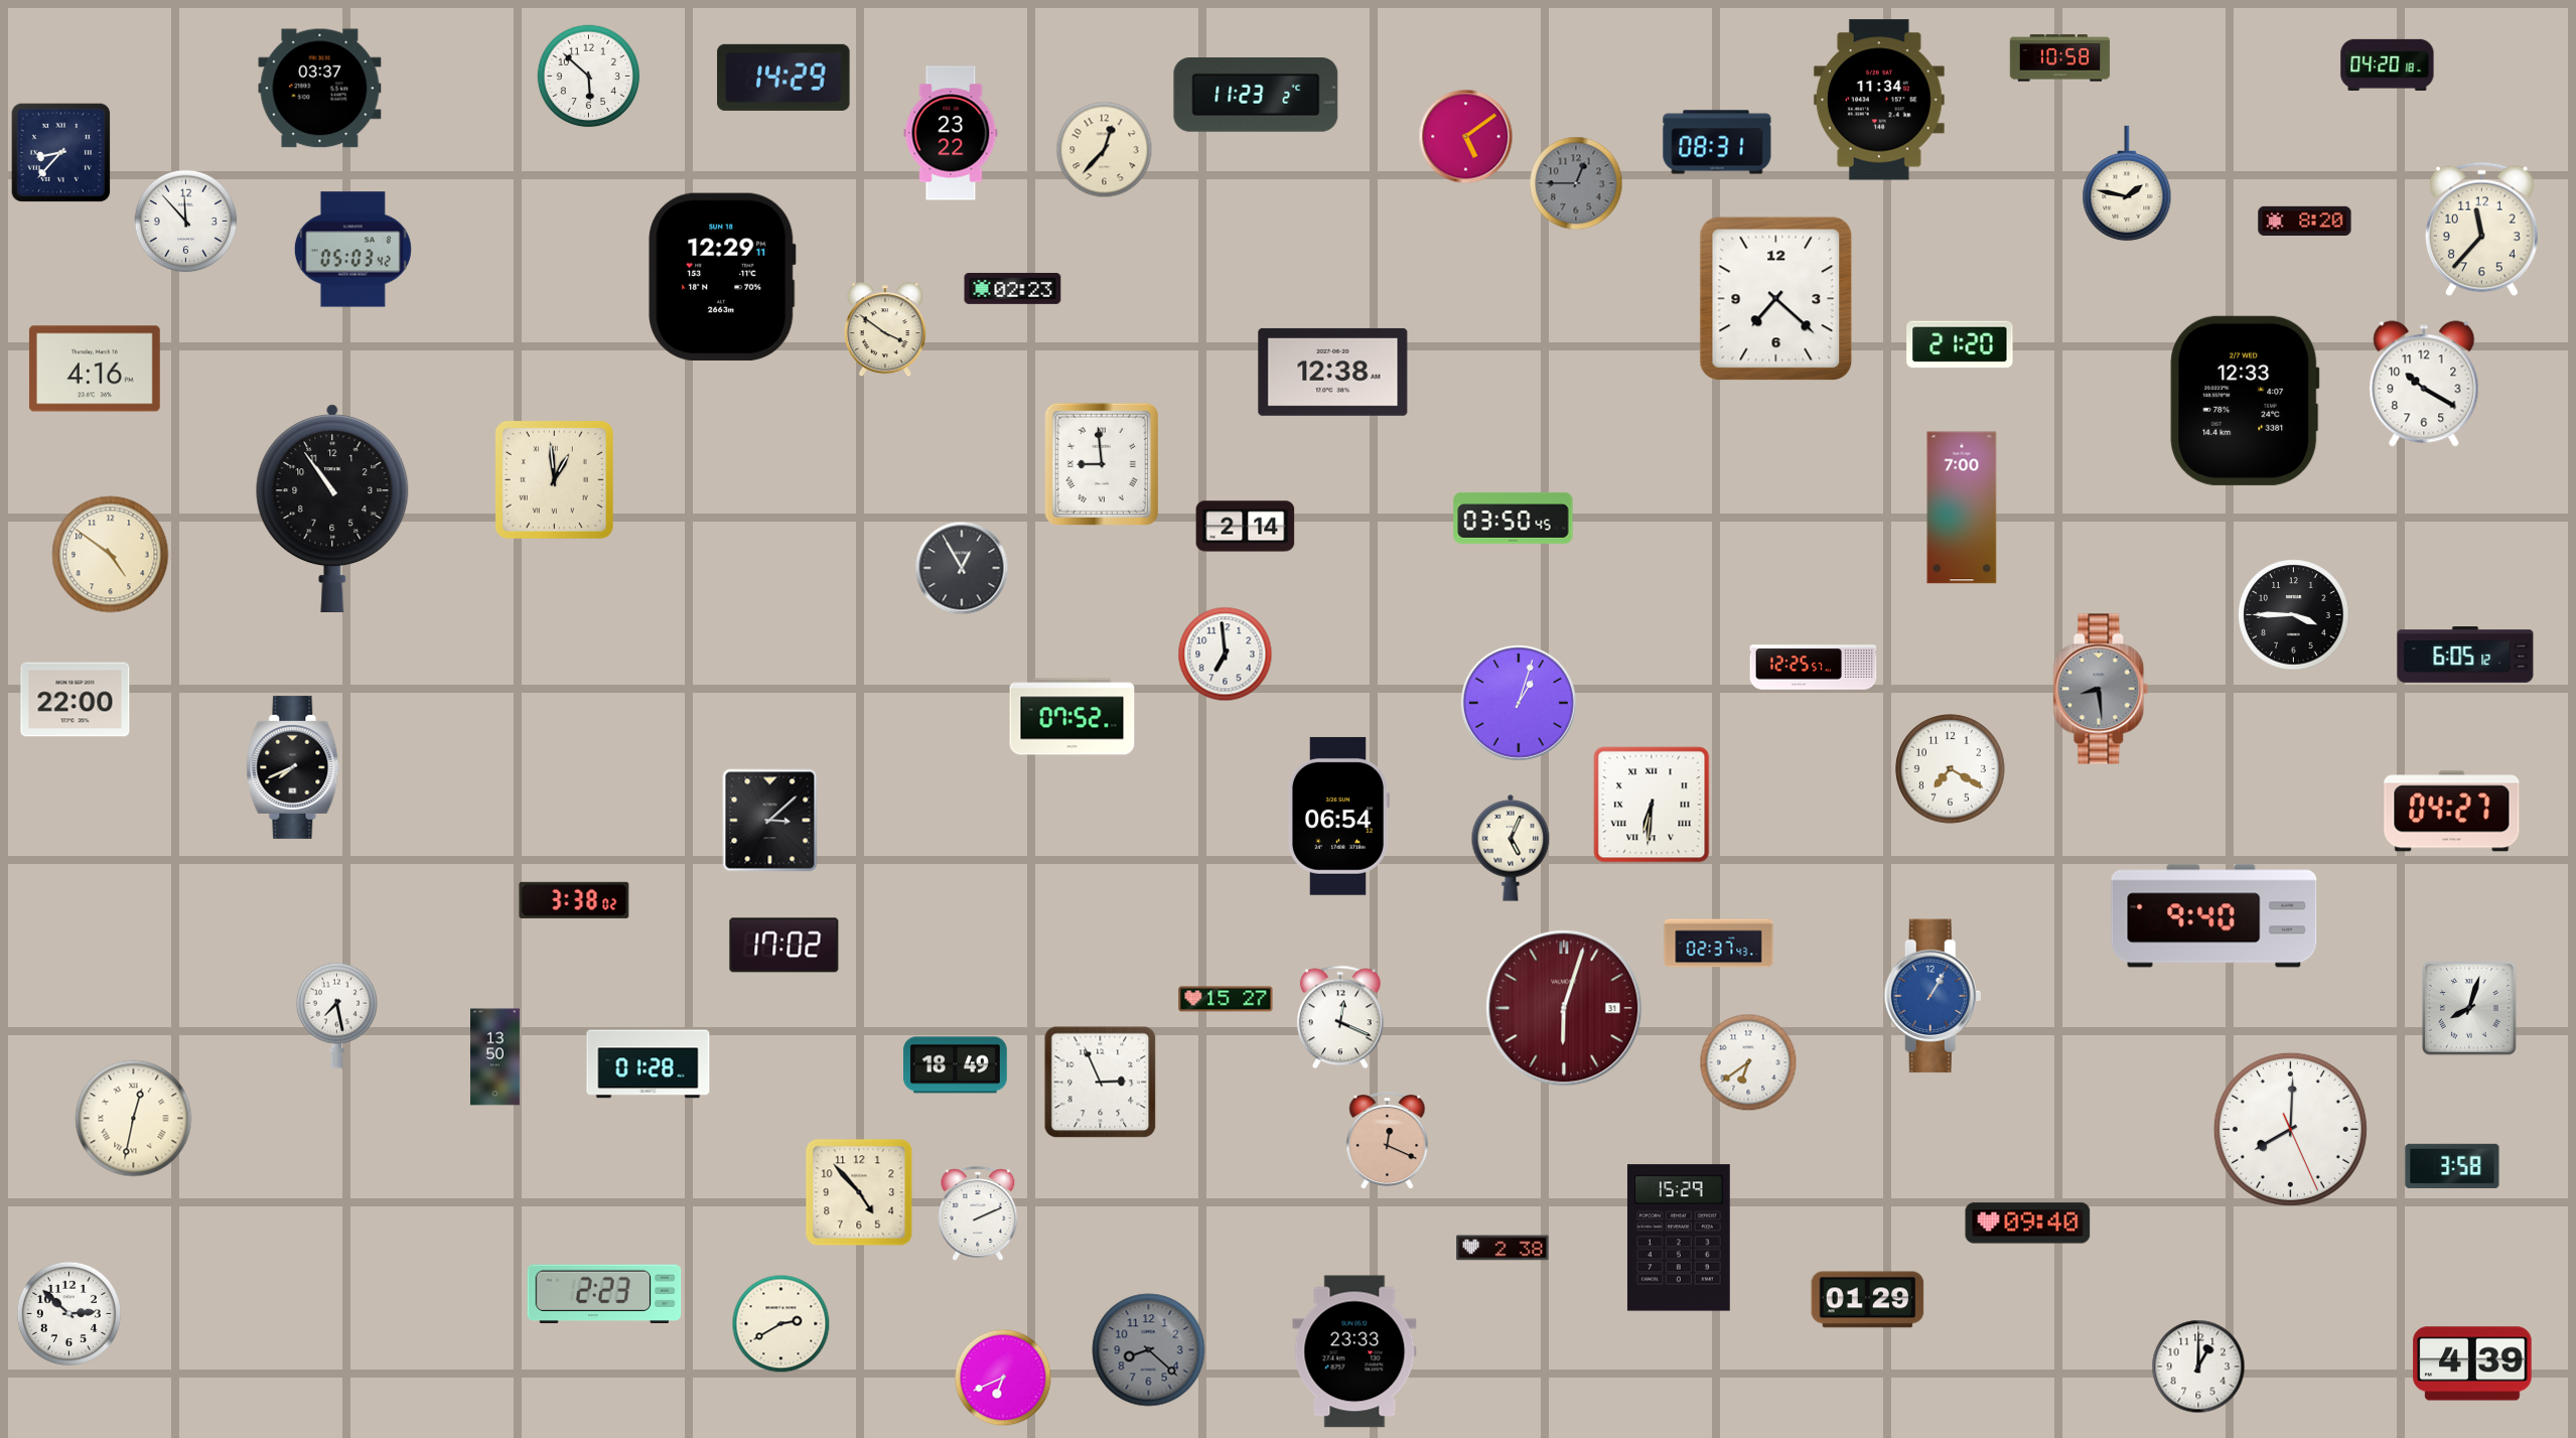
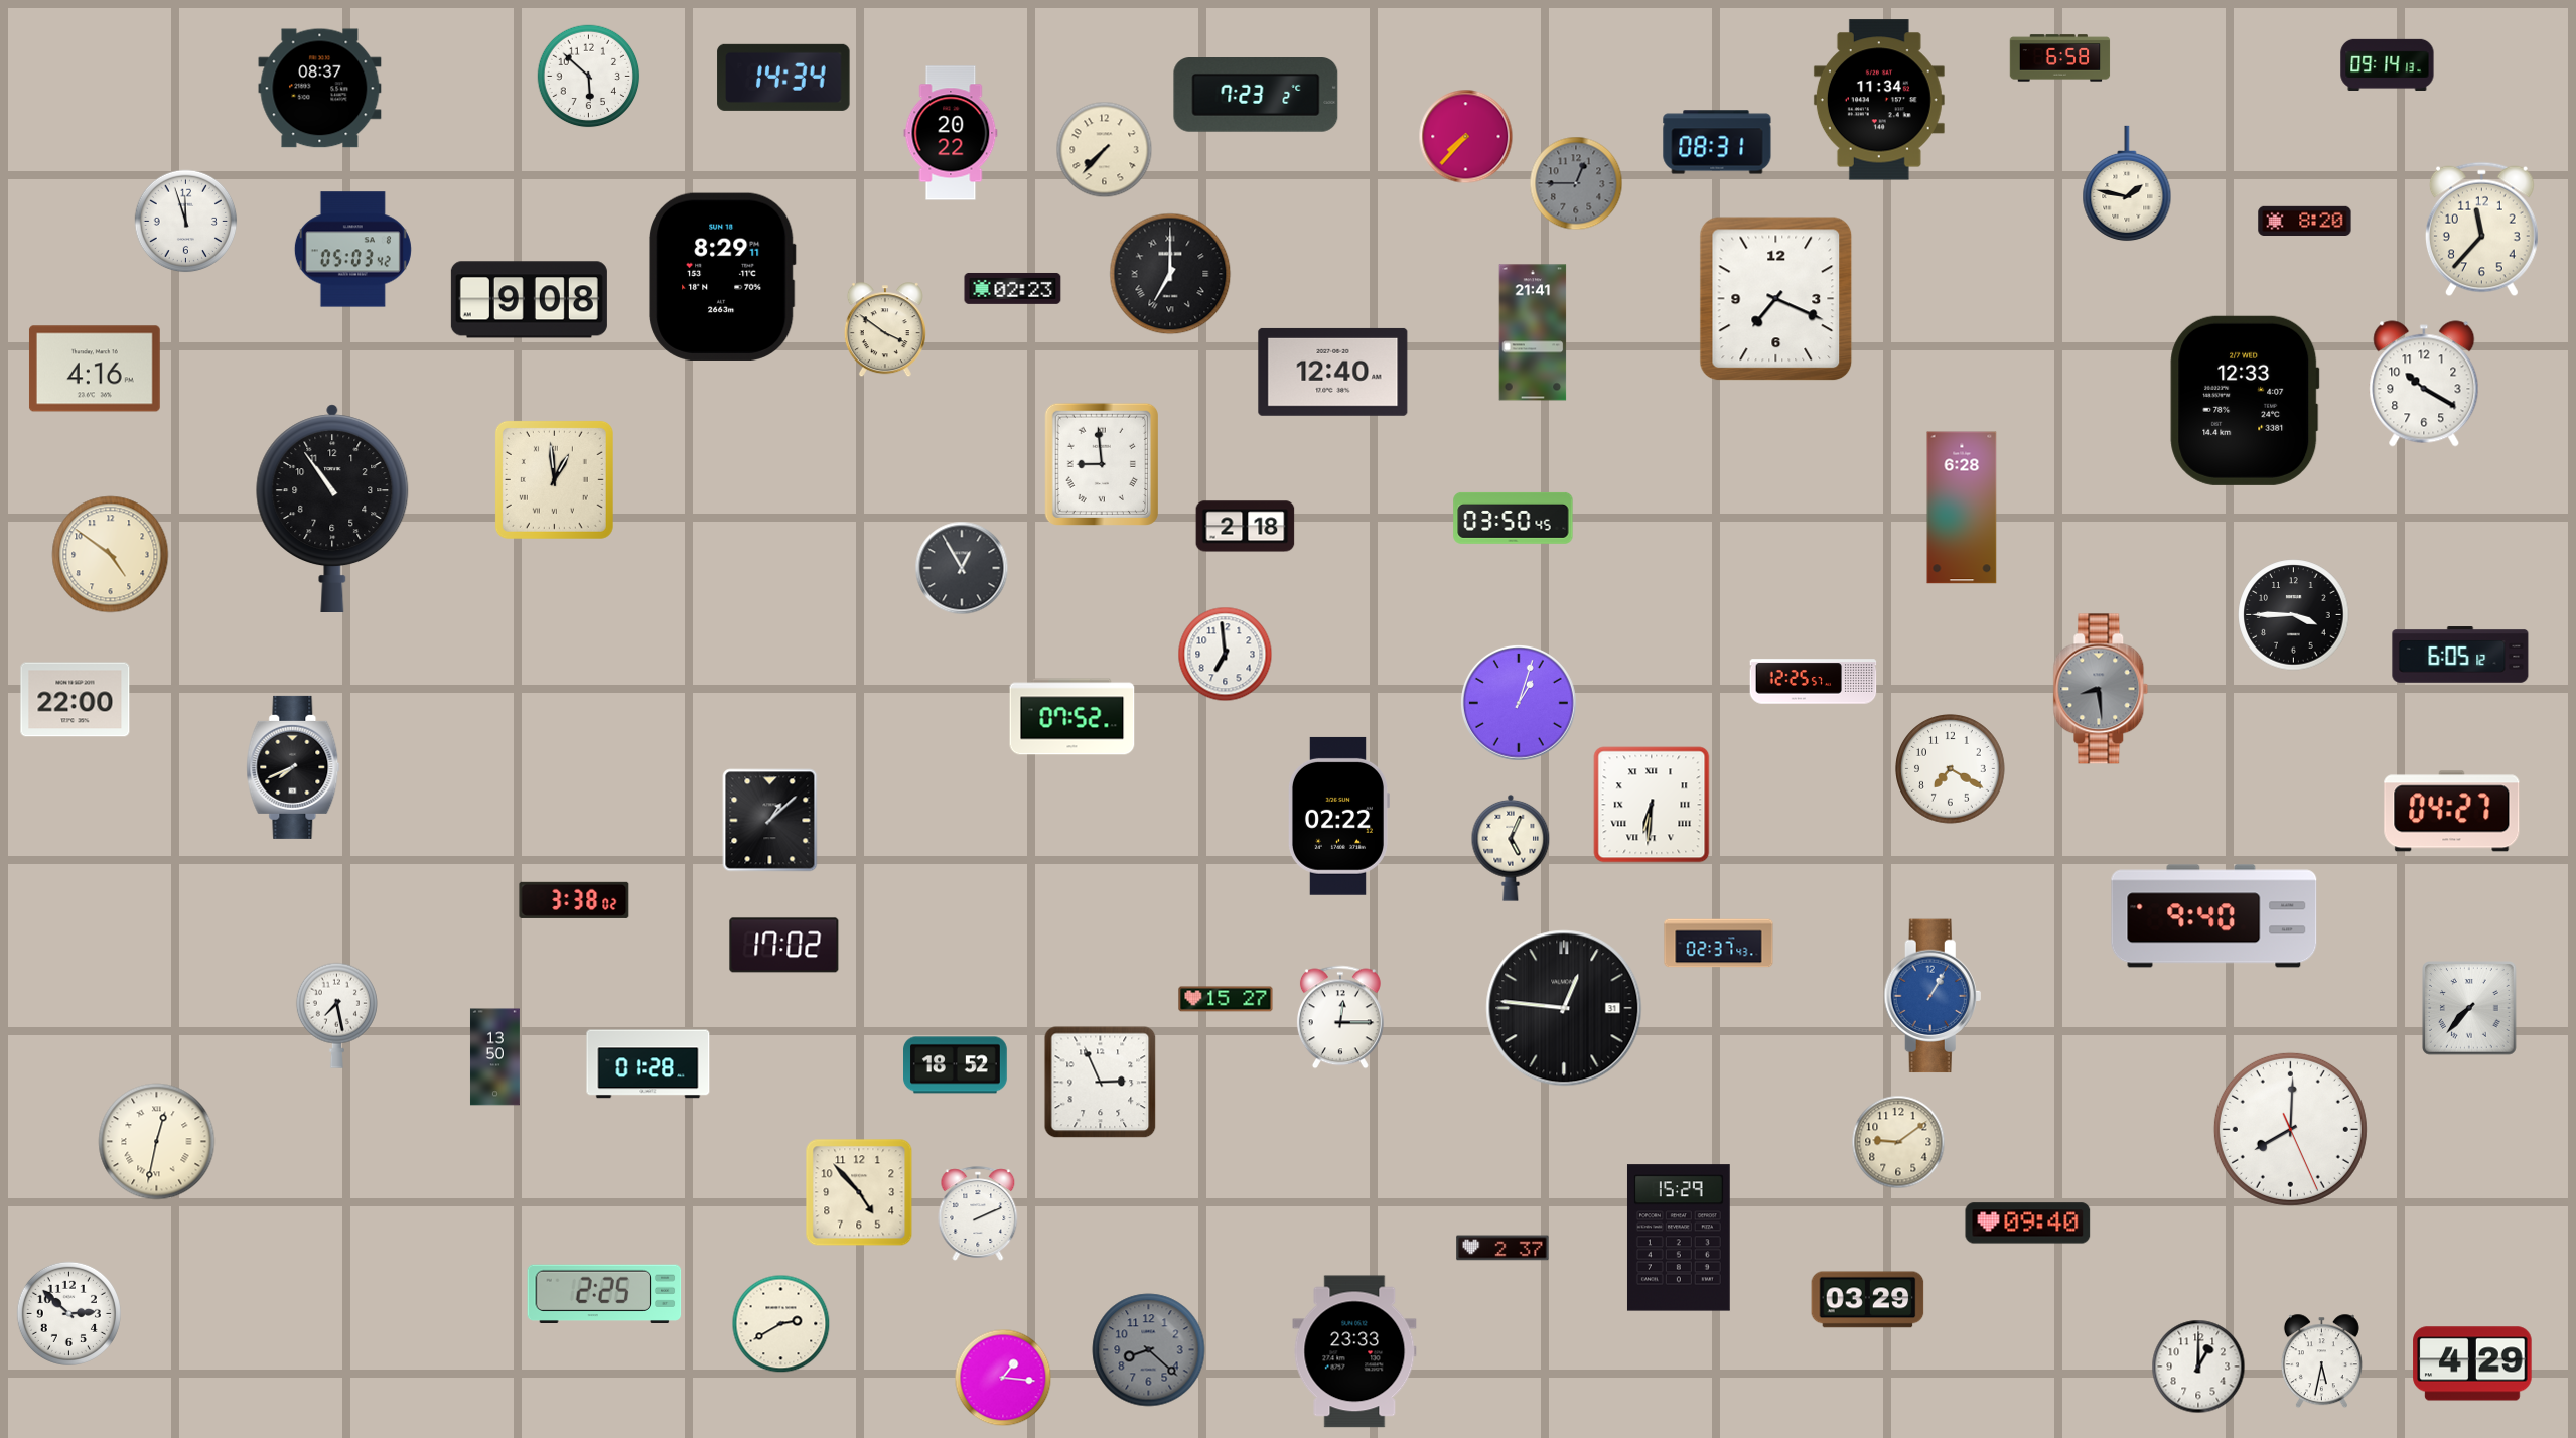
clock at (2060, 58): 10:58 -> 6:58
clock at (2388, 64): 04:20 -> 09:14
clock at (783, 78): 14:29 -> 14:34
clock at (320, 89): 03:37 -> 08:37
clock at (1256, 96): 11:23 -> 7:23
clock at (951, 133): 23:22 -> 20:22
clock at (1466, 137): 5:09 -> 7:37
clock at (1105, 150): 12:37 -> 7:37
clock at (61, 153): 8:37 -> none
clock at (186, 222): 11:53 -> 11:57
clock at (1170, 274): none -> 7:00
clock at (722, 277): 12:29 -> 8:29
clock at (1776, 299): 7:22 -> 7:19
clock at (529, 300): none -> 9:08
clock at (1533, 332): none -> 21:41
clock at (1960, 344): 21:20 -> none
clock at (1333, 372): 12:38 -> 12:40
clock at (1962, 508): 7:00 -> 6:28
clock at (1246, 527): 2:14 -> 2:18
clock at (2465, 655) position: (2465, 655) -> (2460, 655)
clock at (1814, 668) position: (1814, 668) -> (1814, 682)
clock at (1337, 816): 06:54 -> 02:22
clock at (770, 821): 3:08 -> 1:08
clock at (1564, 1008): 6:03 -> 12:46
clock at (1564, 1008) dial: burgundy -> black
clock at (2469, 1008): 8:03 -> 7:37
clock at (1340, 1017): 12:19 -> 12:15
clock at (1748, 1062): 6:39 -> none
clock at (956, 1065): 18:49 -> 18:52
clock at (134, 1119) position: (134, 1119) -> (157, 1142)
clock at (1388, 1140): 12:19 -> none
clock at (1898, 1142): none -> 9:09
clock at (2452, 1165): 3:58 -> none
clock at (1502, 1248): 2:38 -> 2:37
clock at (604, 1294): 2:23 -> 2:25
clock at (1868, 1300): 01:29 -> 03:29
clock at (2321, 1361): none -> 5:32
clock at (2472, 1363): 4:39 -> 4:29
clock at (1003, 1378): 6:41 -> 1:16
